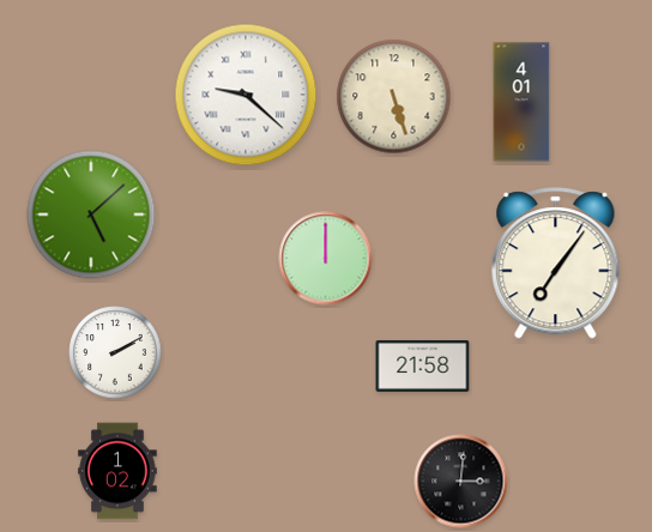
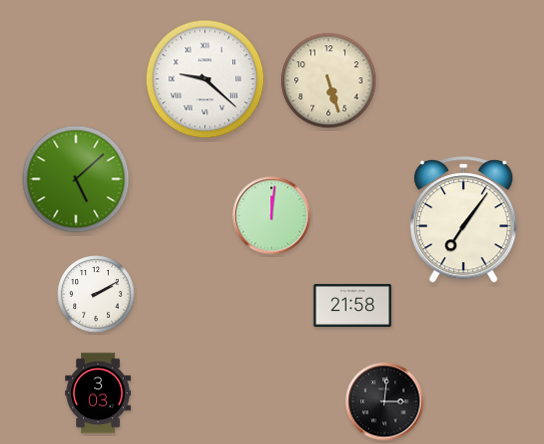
clock at (521, 102): 4:01 -> none
clock at (326, 259): 12:00 -> 12:01
clock at (117, 471): 1:02 -> 3:03
